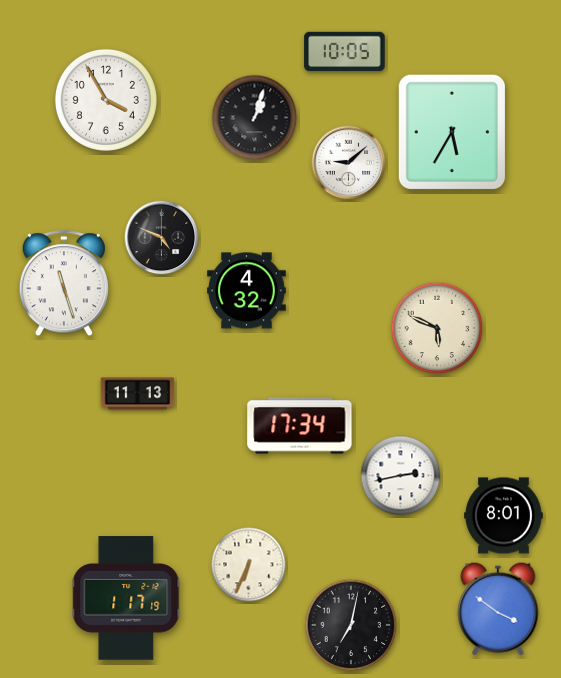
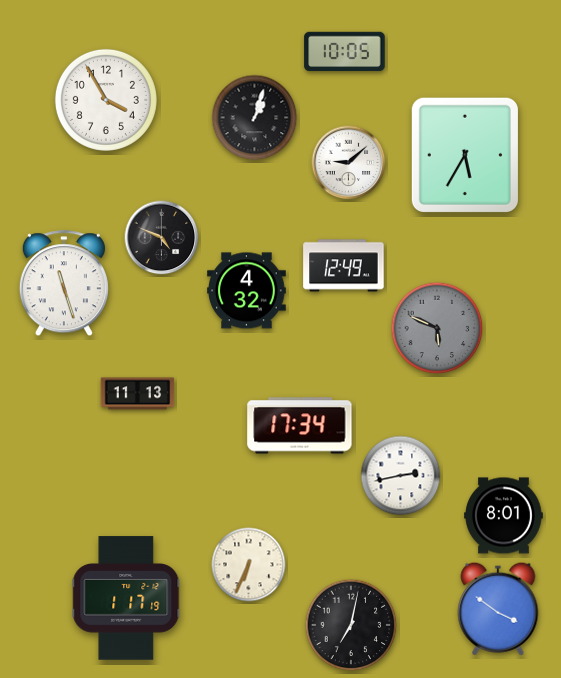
clock at (452, 132) position: (452, 132) -> (465, 155)
clock at (344, 266): none -> 12:49
clock at (437, 328) dial: cream -> grey
